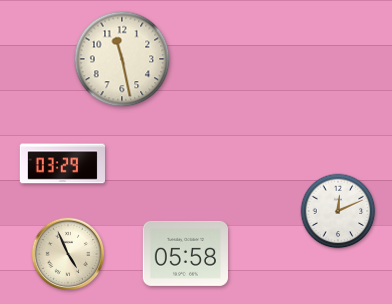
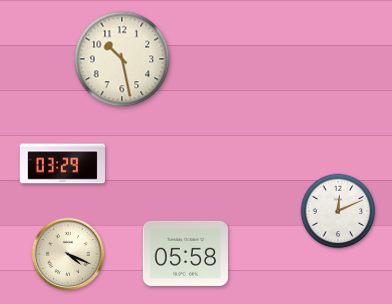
clock at (122, 59): 11:28 -> 10:28
clock at (68, 254): 4:56 -> 4:19
